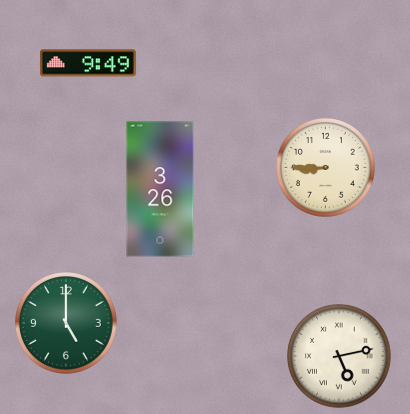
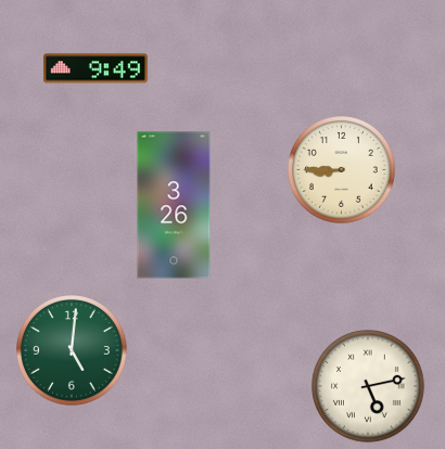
clock at (326, 168) position: (326, 168) -> (342, 170)
clock at (67, 324): 5:00 -> 5:01
